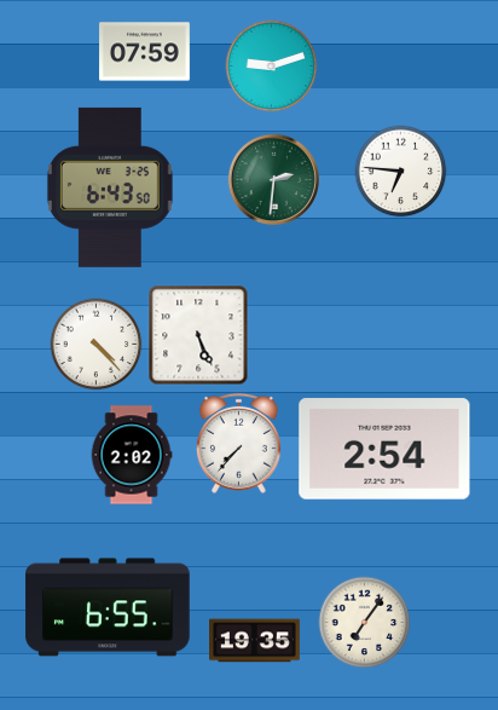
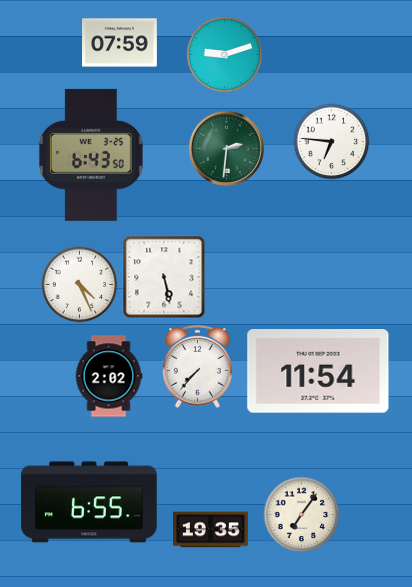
clock at (198, 335): 5:26 -> 5:28
clock at (97, 345): 4:23 -> 4:26
clock at (384, 449): 2:54 -> 11:54
